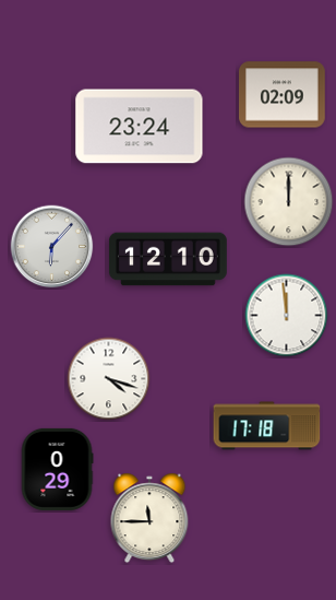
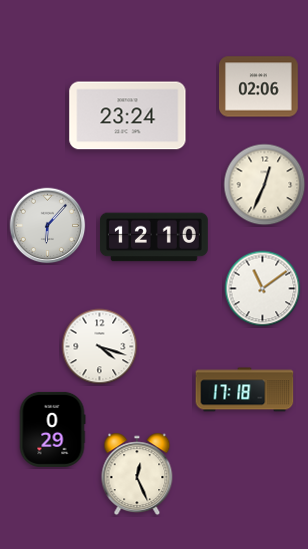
clock at (283, 95): 02:09 -> 02:06
clock at (289, 202): 12:00 -> 12:34
clock at (287, 316): 11:59 -> 11:09
clock at (149, 518): 11:45 -> 12:26
